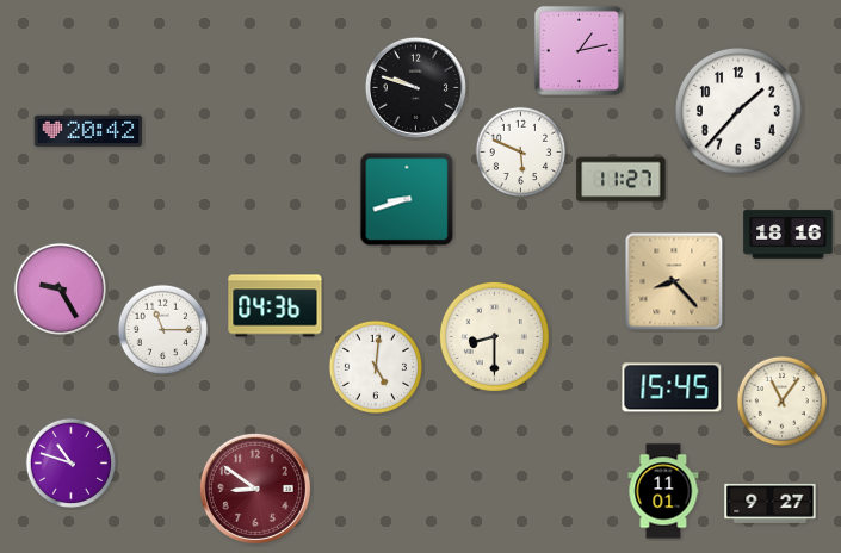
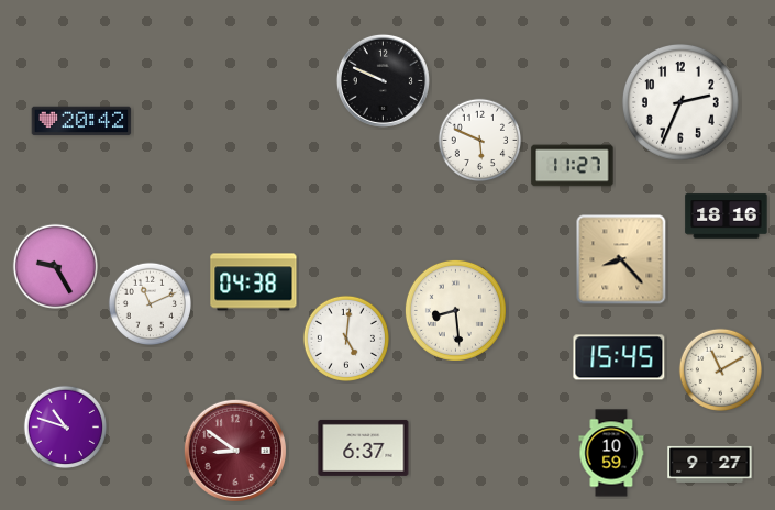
clock at (579, 50): 1:13 -> none
clock at (415, 87): 9:48 -> 9:49
clock at (738, 111): 1:37 -> 2:34
clock at (407, 199): 8:42 -> none
clock at (276, 306): 04:36 -> 04:38
clock at (162, 329): 11:15 -> 11:11
clock at (494, 336): 8:30 -> 8:29
clock at (781, 400): 11:06 -> 11:10
clock at (364, 447): none -> 6:37
clock at (663, 491): 11:01 -> 10:59
